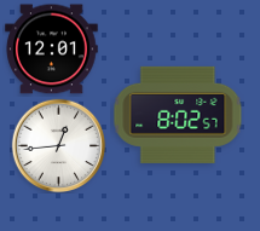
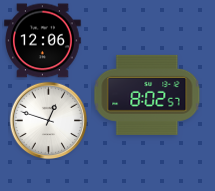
clock at (52, 50): 12:01 -> 12:06
clock at (58, 145): 12:44 -> 12:48
